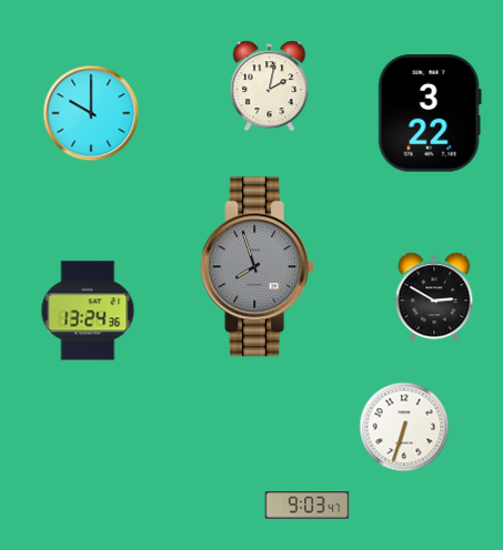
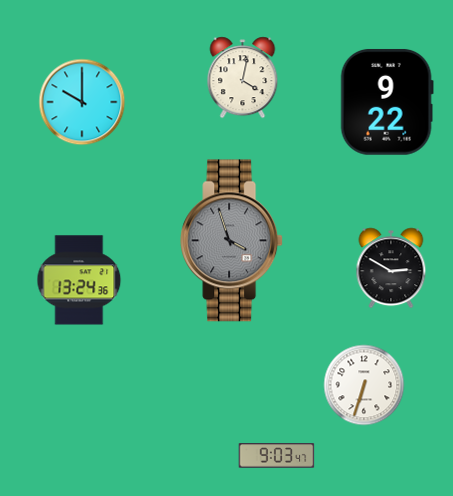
clock at (270, 86): 2:02 -> 4:02
clock at (430, 113): 3:22 -> 9:22
clock at (258, 267): 7:57 -> 3:57
